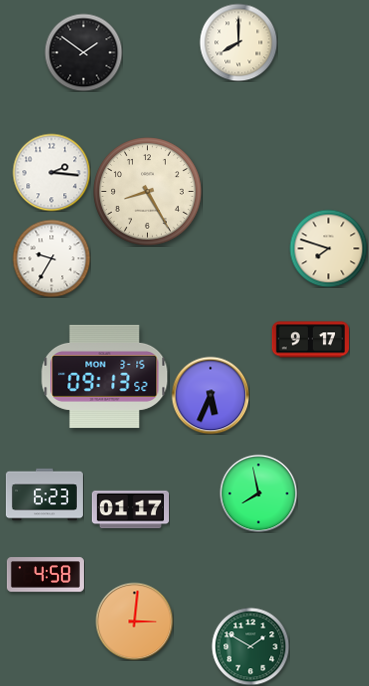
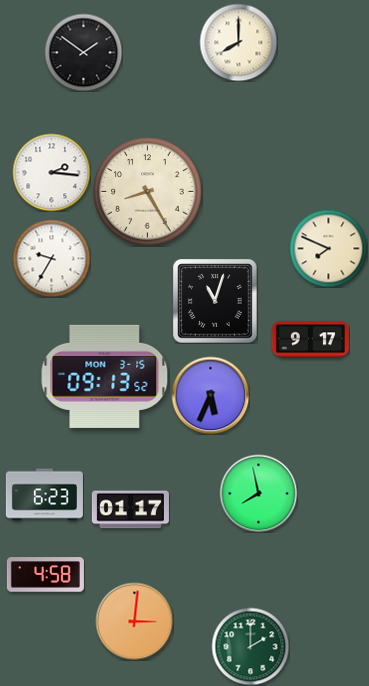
clock at (328, 248): 7:48 -> 7:49
clock at (215, 301): none -> 11:03
clock at (250, 646): 1:50 -> 2:00
